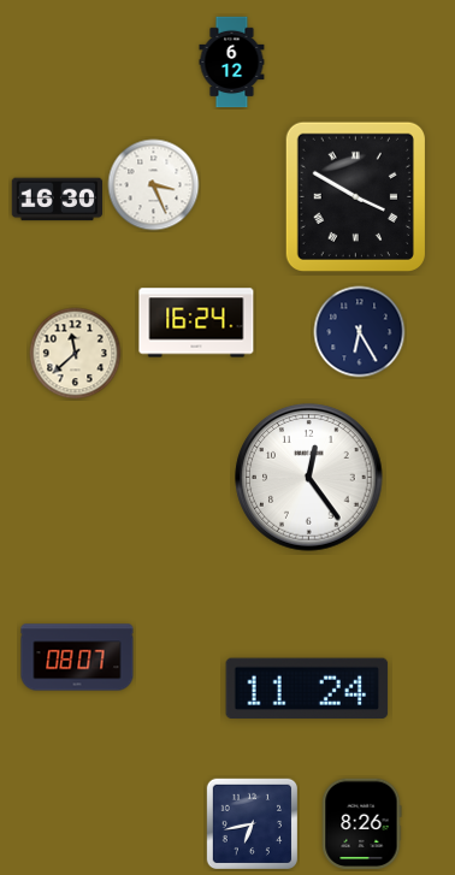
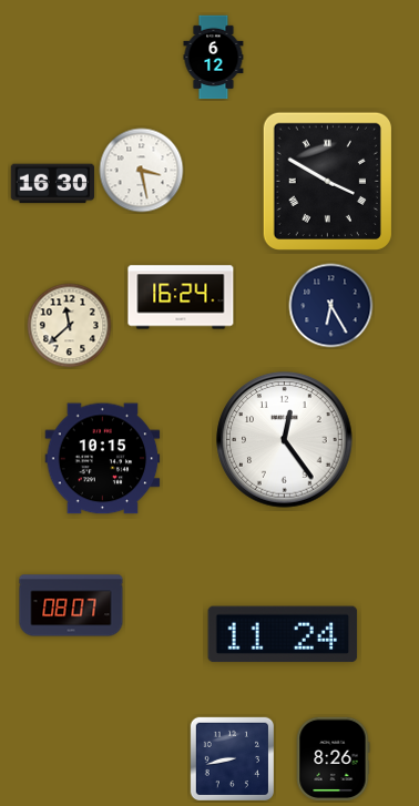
clock at (154, 185): 3:26 -> 3:28
clock at (103, 459): none -> 10:15
clock at (252, 823): 6:43 -> 8:43
